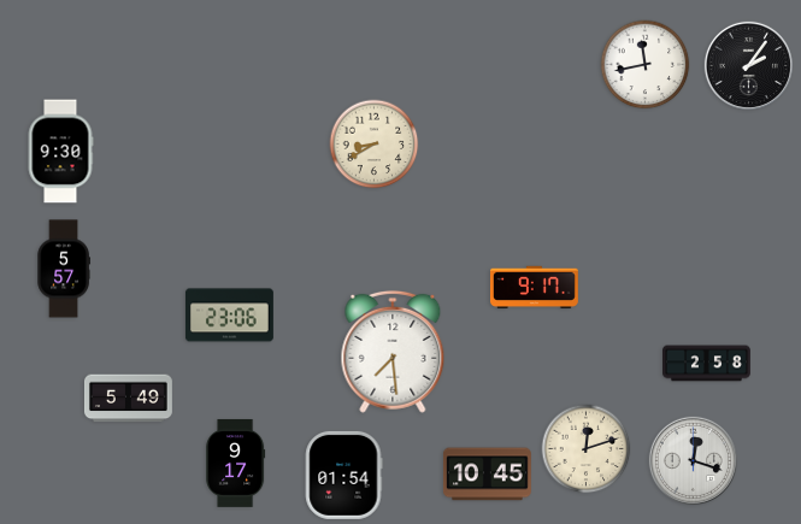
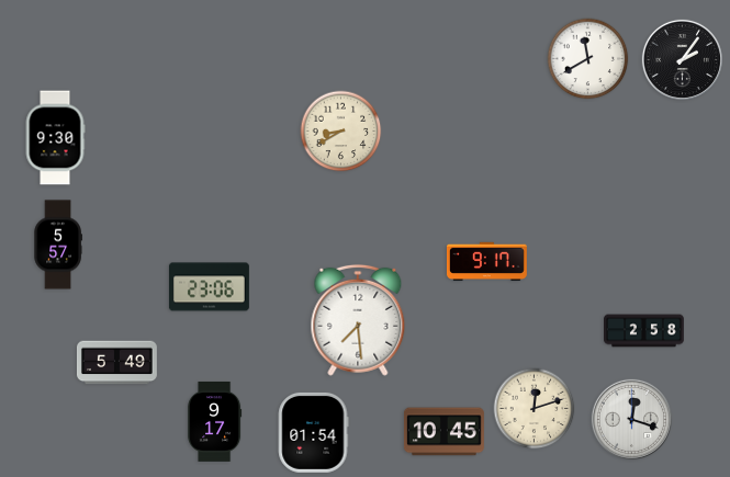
clock at (646, 65): 11:43 -> 11:40
